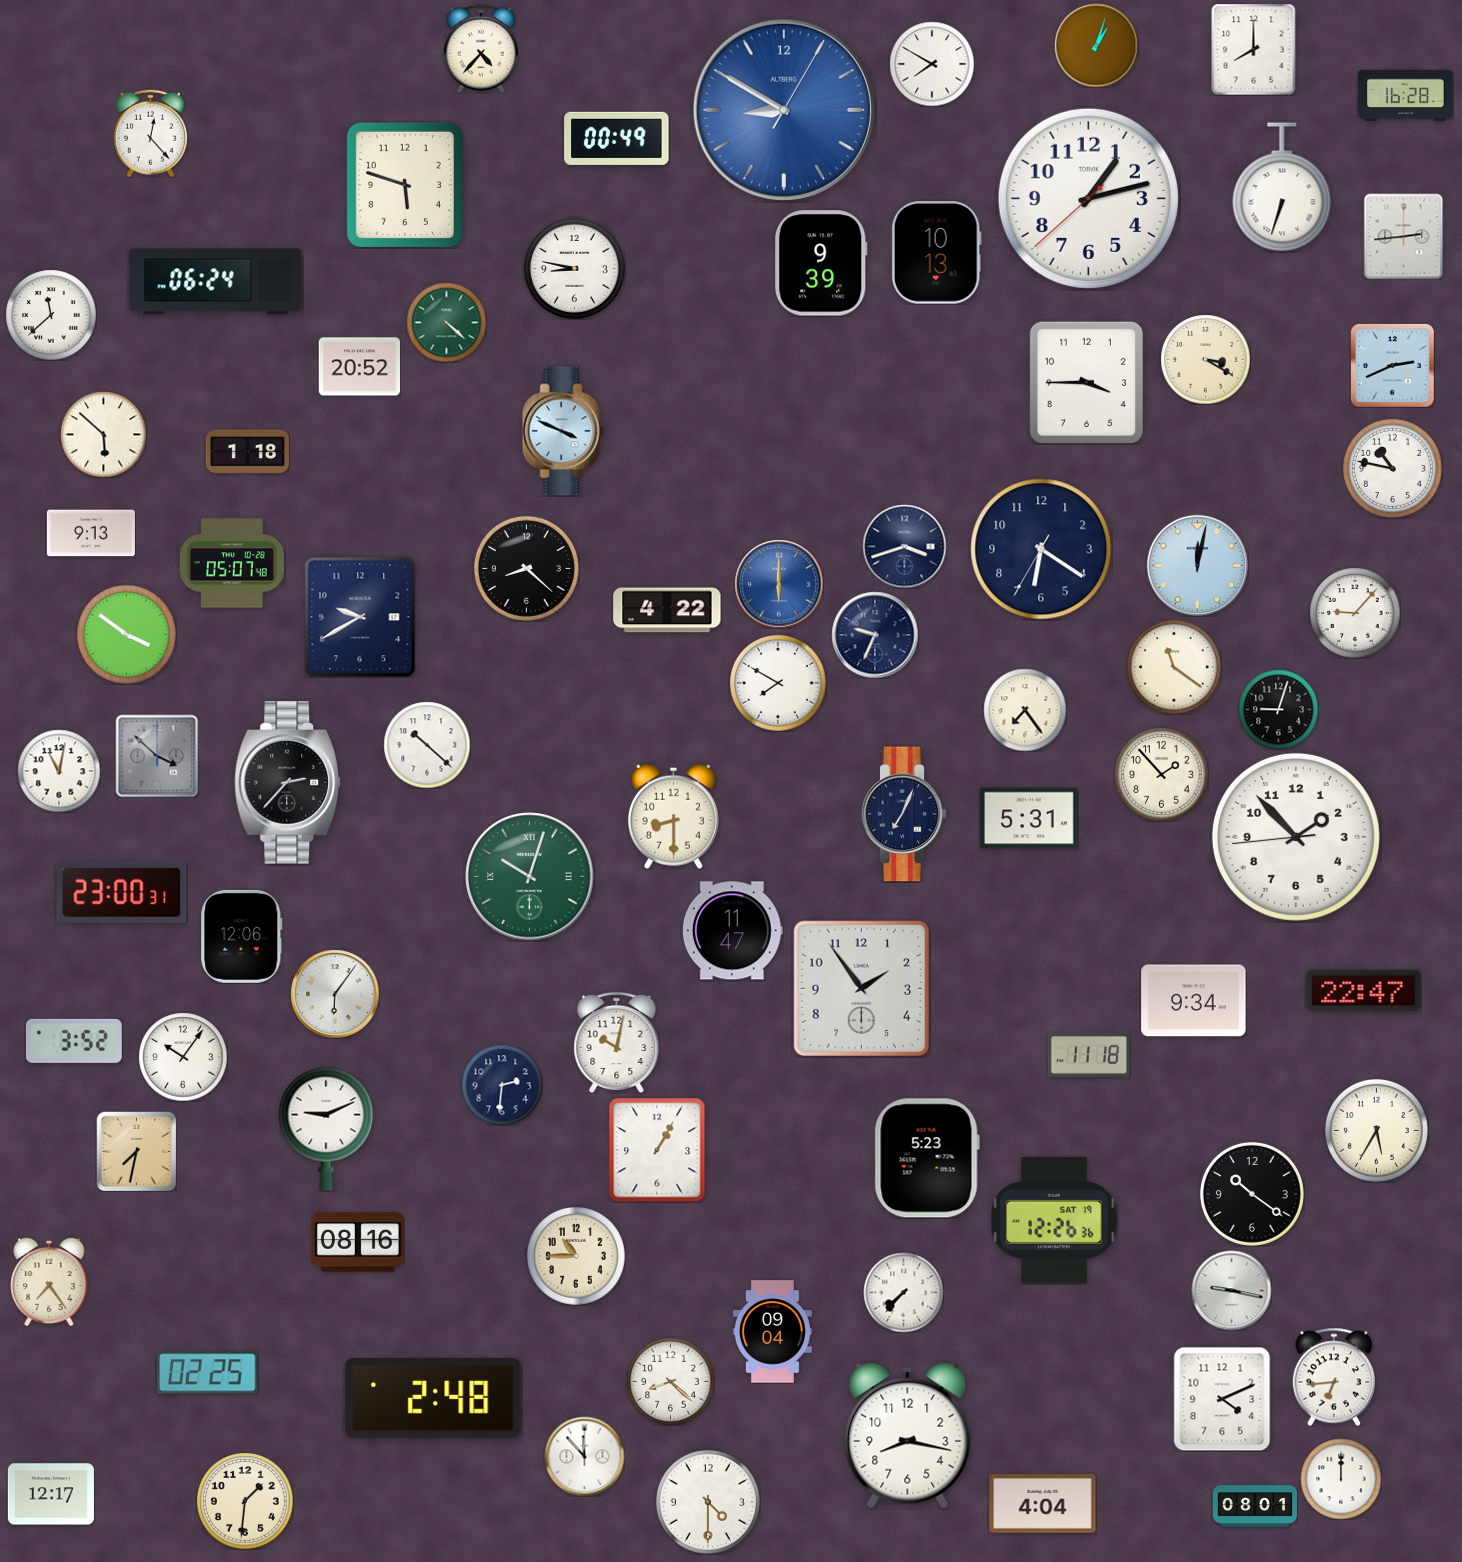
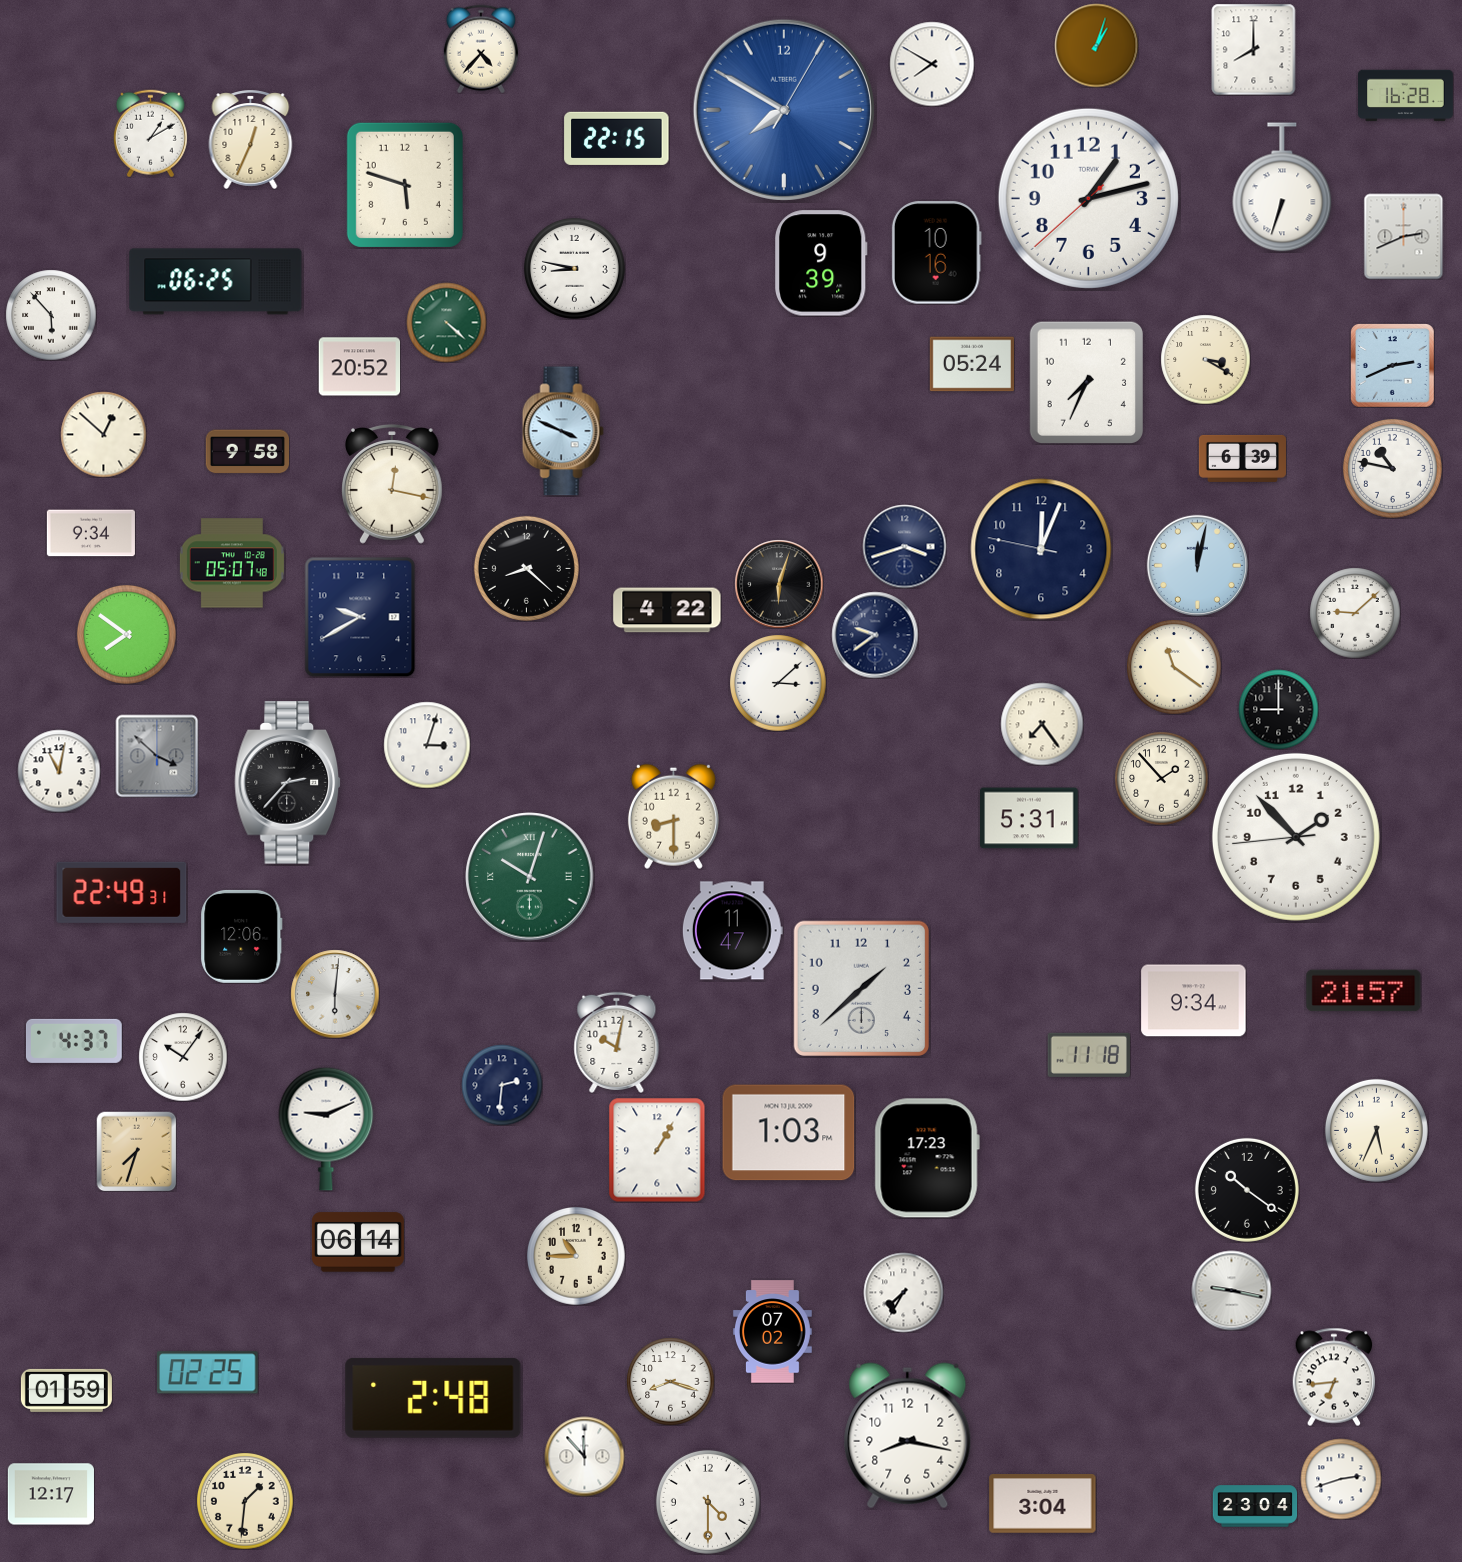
clock at (784, 110): 8:50 -> 7:50
clock at (150, 133): 12:23 -> 1:10
clock at (617, 138): 00:49 -> 22:15
clock at (251, 139): none -> 12:34
clock at (1404, 236): 2:44 -> 2:41
clock at (936, 253): 10:13 -> 10:16
clock at (216, 282): 06:24 -> 06:25
clock at (51, 315): 11:38 -> 5:53
clock at (971, 364): none -> 05:24
clock at (1086, 382): 3:45 -> 7:34
clock at (103, 434): 5:52 -> 12:52
clock at (247, 452): 1:18 -> 9:58
clock at (1242, 458): none -> 6:39
clock at (393, 484): none -> 12:17
clock at (91, 533): 9:13 -> 9:34
clock at (1041, 549): 6:20 -> 12:03
clock at (779, 584): 6:00 -> 6:03
clock at (779, 584) dial: blue -> black
clock at (1355, 613): 9:07 -> 9:08
clock at (126, 634): 3:51 -> 7:51
clock at (875, 635): 9:34 -> 9:39
clock at (778, 683): 7:50 -> 3:08
clock at (1278, 709): 9:03 -> 9:00
clock at (1025, 710) position: (1025, 710) -> (1042, 724)
clock at (427, 745): 10:22 -> 3:03
clock at (1161, 774) position: (1161, 774) -> (1161, 778)
clock at (904, 814): 7:04 -> none
clock at (122, 892): 23:00 -> 22:49
clock at (861, 988): 1:54 -> 1:38
clock at (1364, 991): 22:47 -> 21:57
clock at (335, 994): 6:06 -> 6:01
clock at (75, 1041): 3:52 -> 4:37
clock at (1376, 1130): 5:35 -> 5:34
clock at (789, 1133): none -> 1:03
clock at (136, 1151): 7:32 -> 7:33
clock at (927, 1158): 5:23 -> 17:23
clock at (1252, 1194) position: (1252, 1194) -> (1247, 1190)
clock at (1054, 1220): 12:26 -> none
clock at (358, 1242): 08:16 -> 06:14
clock at (49, 1282): 7:24 -> none
clock at (903, 1292): 7:37 -> 7:35
clock at (772, 1332): 09:04 -> 07:02
clock at (670, 1381): 8:22 -> 8:18
clock at (66, 1390): none -> 01:59
clock at (1222, 1399): 4:11 -> none
clock at (1341, 1479): 12:00 -> 2:42
clock at (1043, 1504): 4:04 -> 3:04
clock at (1255, 1506): 08:01 -> 23:04
